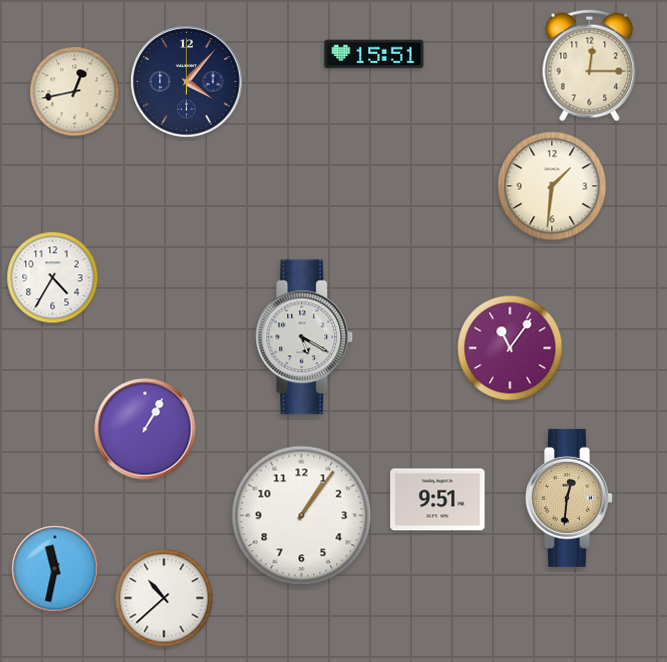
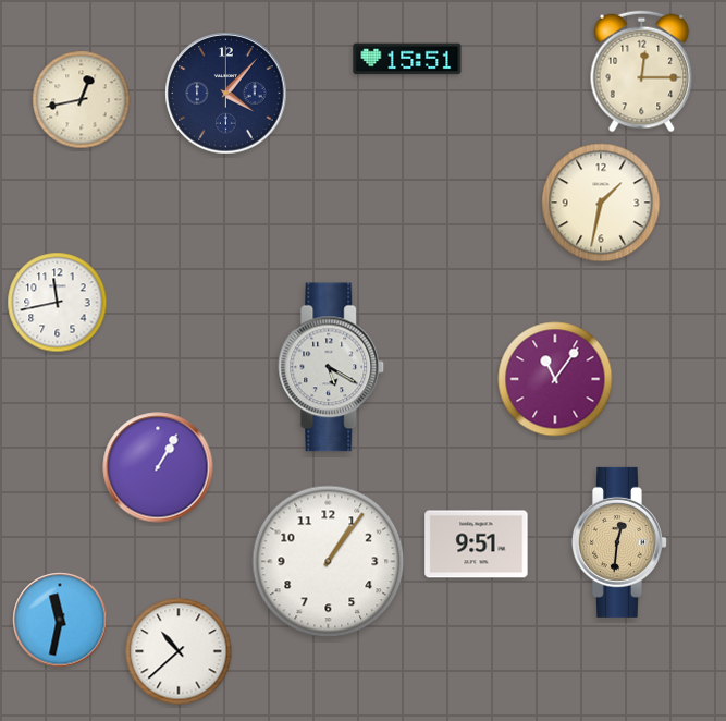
clock at (187, 82) position: (187, 82) -> (226, 94)
clock at (552, 186): 1:31 -> 1:32
clock at (53, 278): 4:35 -> 11:43
